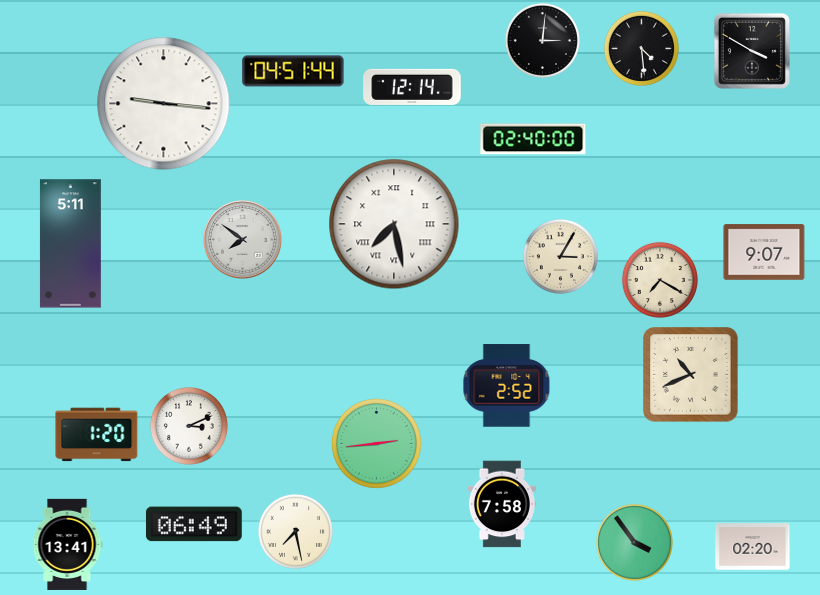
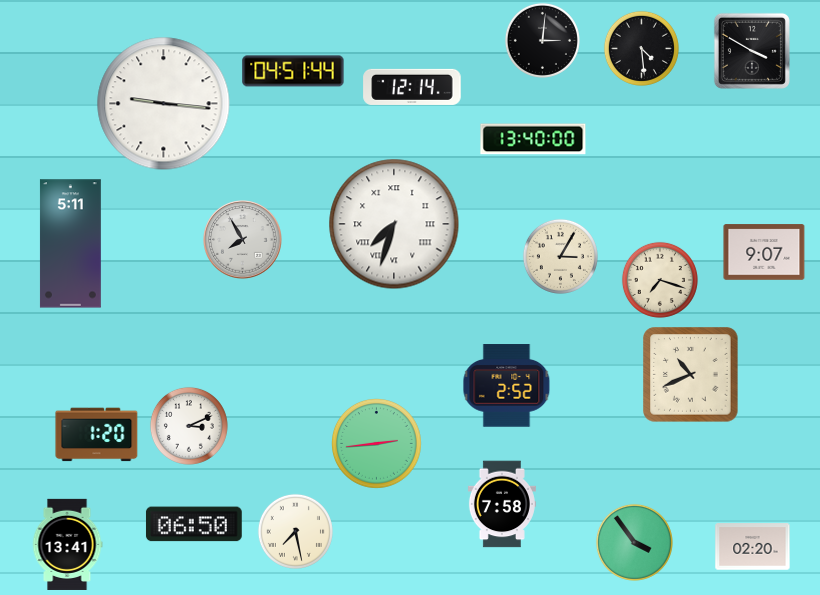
clock at (533, 139): 02:40 -> 13:40
clock at (394, 224): 7:28 -> 7:33
clock at (243, 240): 7:51 -> 7:55
clock at (660, 280): 7:20 -> 7:18
clock at (194, 524): 06:49 -> 06:50
